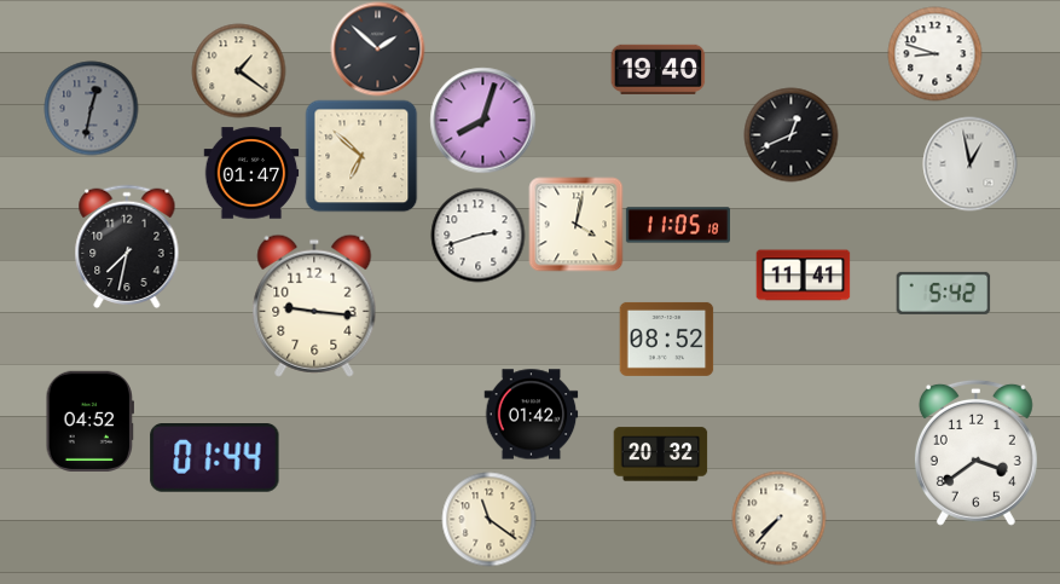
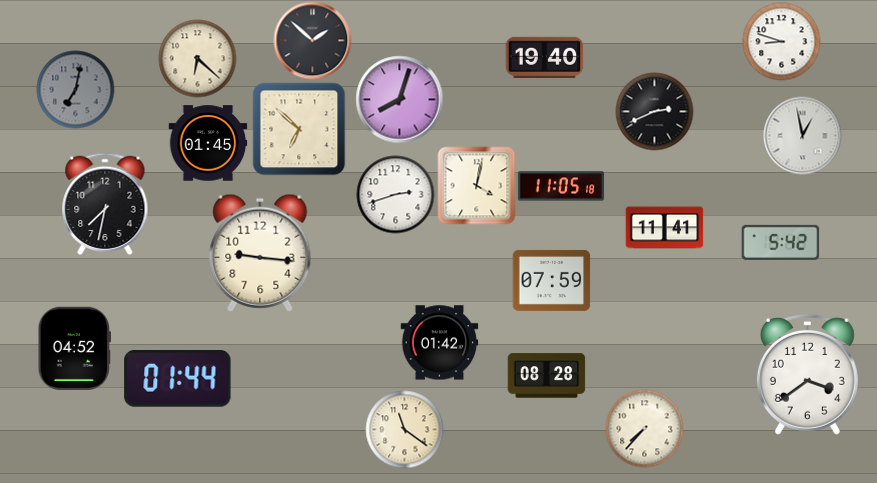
clock at (934, 53) position: (934, 53) -> (781, 41)
clock at (238, 70): 1:21 -> 6:22
clock at (91, 108): 12:32 -> 7:02
clock at (790, 134): 12:41 -> 2:41
clock at (251, 173): 01:47 -> 01:45
clock at (666, 339): 08:52 -> 07:59
clock at (660, 455): 20:32 -> 08:28
